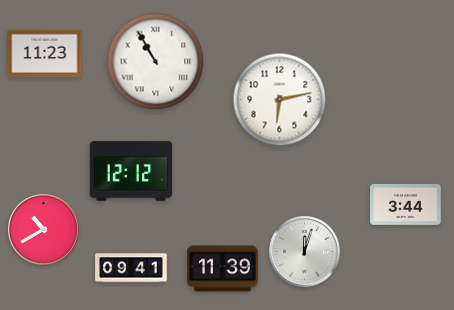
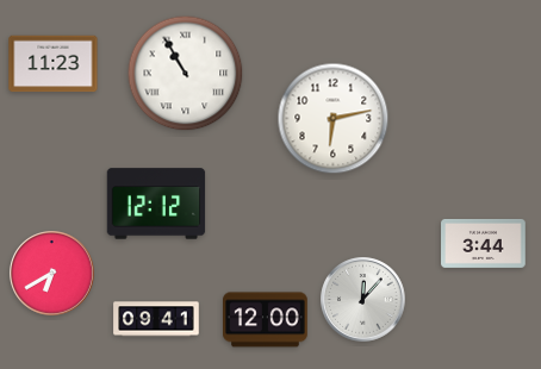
clock at (44, 230): 10:40 -> 6:40
clock at (305, 252): 12:03 -> 12:07
clock at (223, 269): 11:39 -> 12:00
